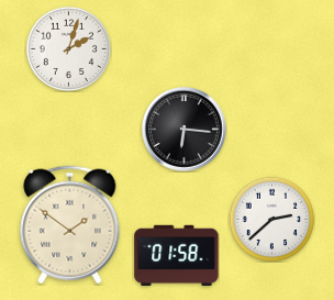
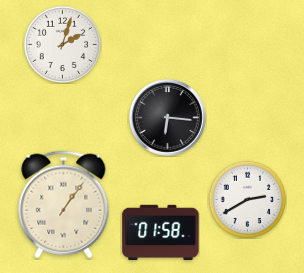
clock at (271, 219): 2:38 -> 2:40
clock at (70, 225): 1:51 -> 1:06
